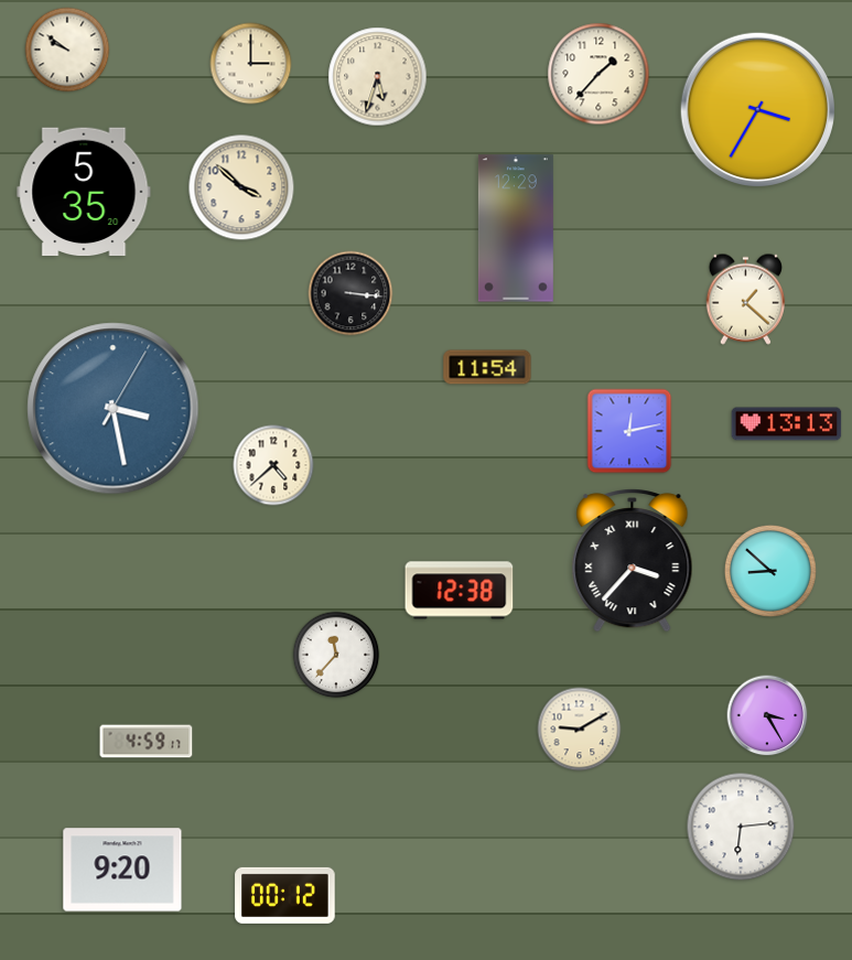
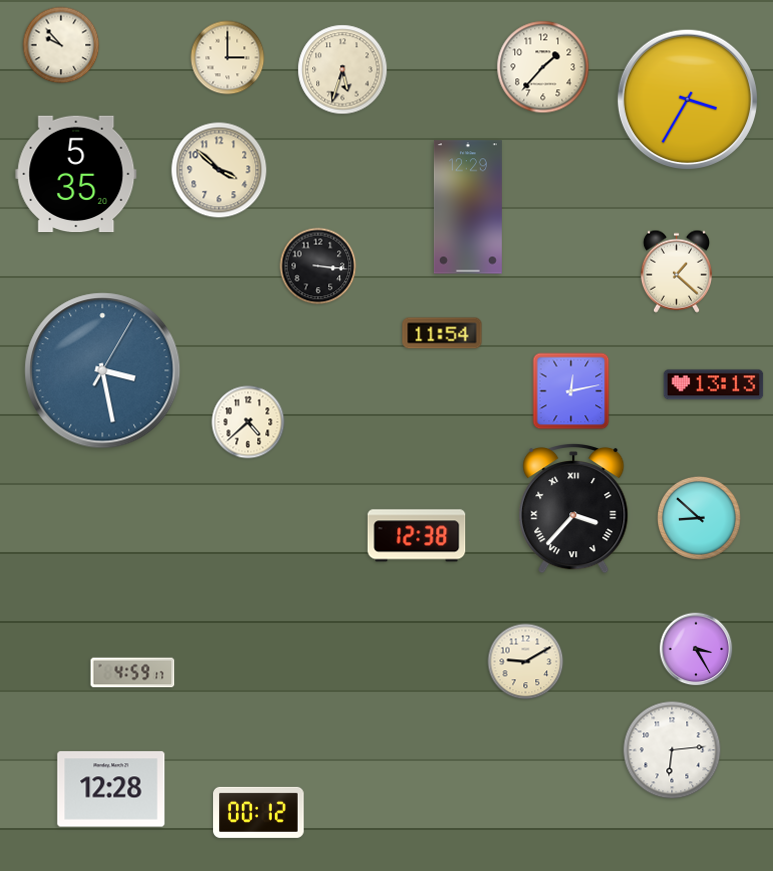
clock at (67, 50): 9:51 -> 9:53
clock at (336, 655): 11:37 -> none
clock at (122, 870): 9:20 -> 12:28
